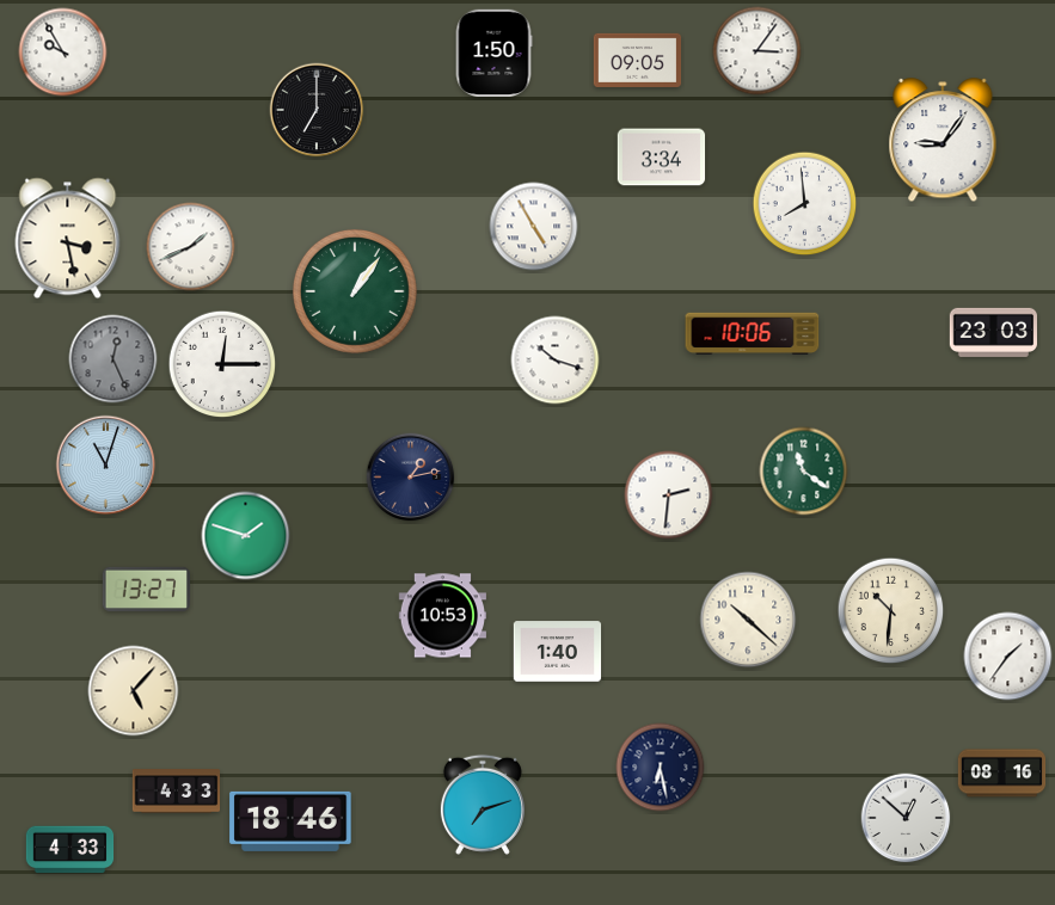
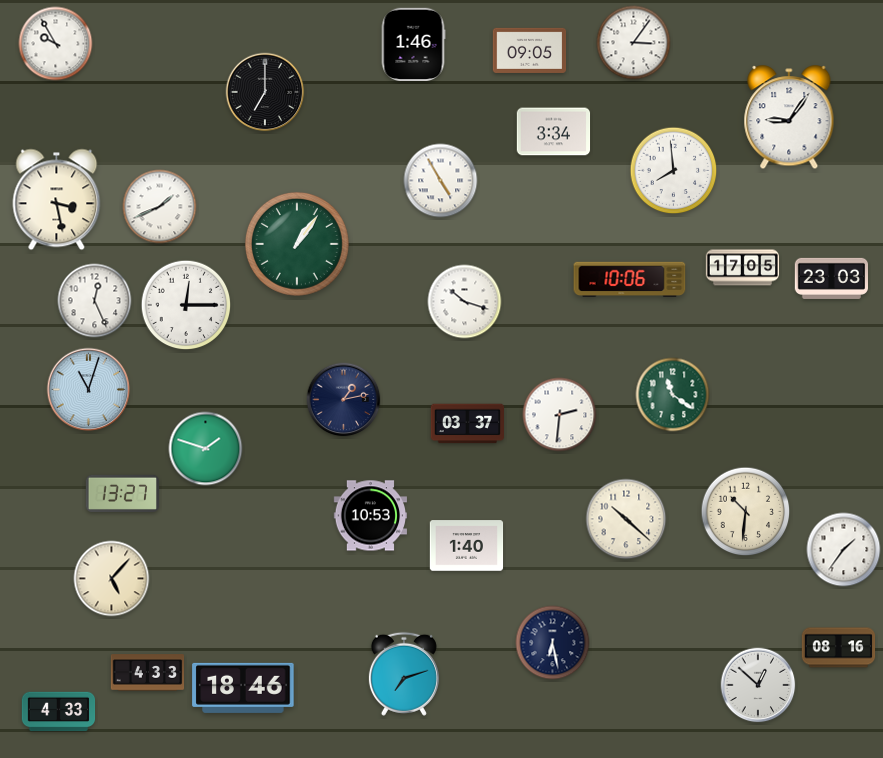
clock at (63, 53) position: (63, 53) -> (56, 44)
clock at (493, 54): 1:50 -> 1:46
clock at (638, 60) position: (638, 60) -> (530, 50)
clock at (534, 227) position: (534, 227) -> (441, 181)
clock at (743, 268): none -> 17:05
clock at (114, 359) dial: grey -> white
clock at (468, 424): none -> 03:37
clock at (177, 792) position: (177, 792) -> (148, 673)
